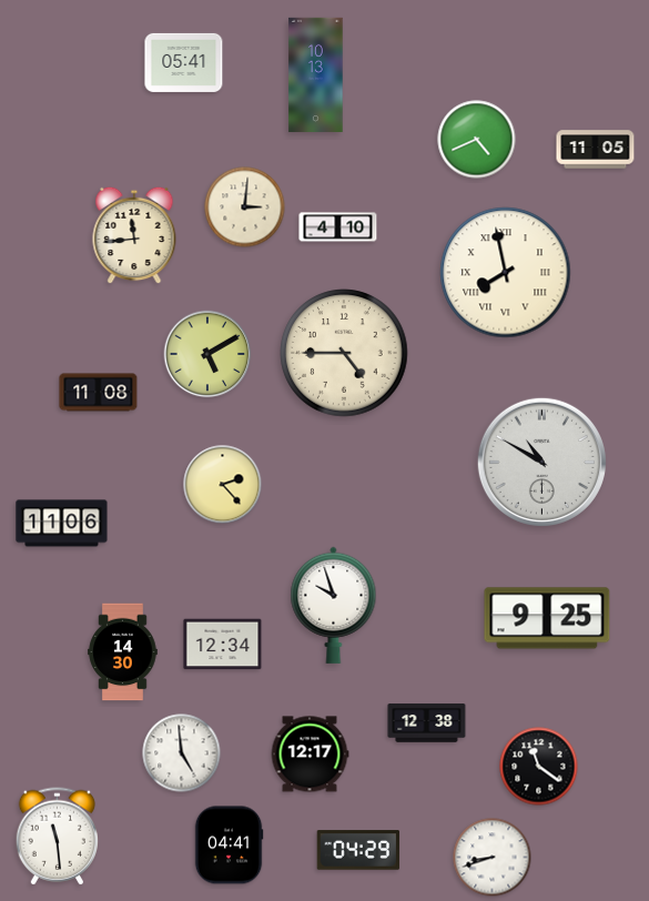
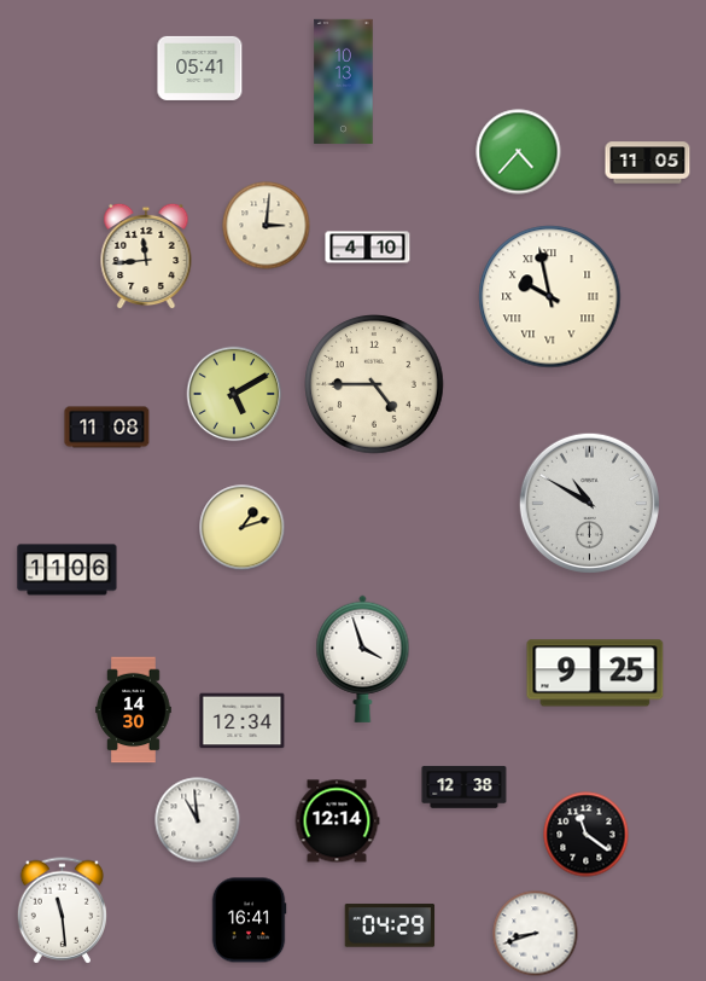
clock at (477, 140): 4:41 -> 4:37
clock at (506, 273): 7:58 -> 9:58
clock at (207, 354) position: (207, 354) -> (234, 394)
clock at (223, 485): 2:23 -> 1:12
clock at (334, 605): 9:57 -> 3:57
clock at (223, 645) position: (223, 645) -> (243, 721)
clock at (182, 753): 4:59 -> 10:59
clock at (310, 755): 12:17 -> 12:14
clock at (229, 846): 04:41 -> 16:41
